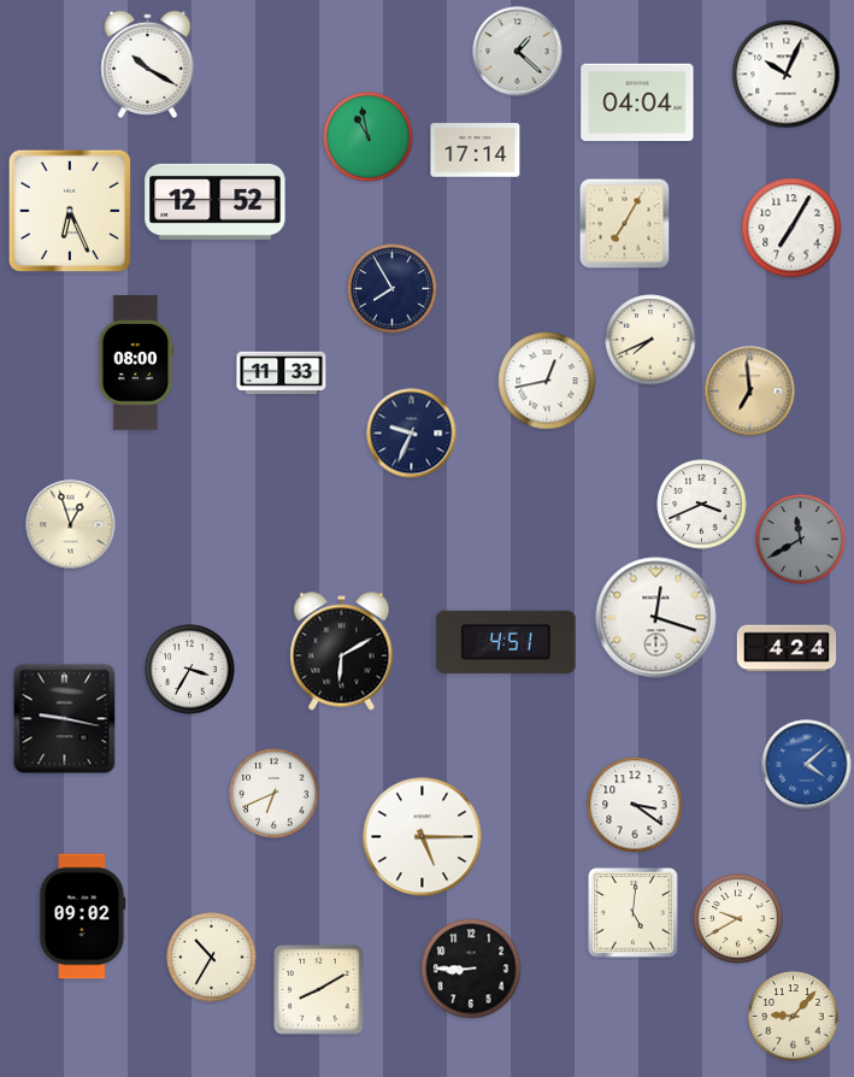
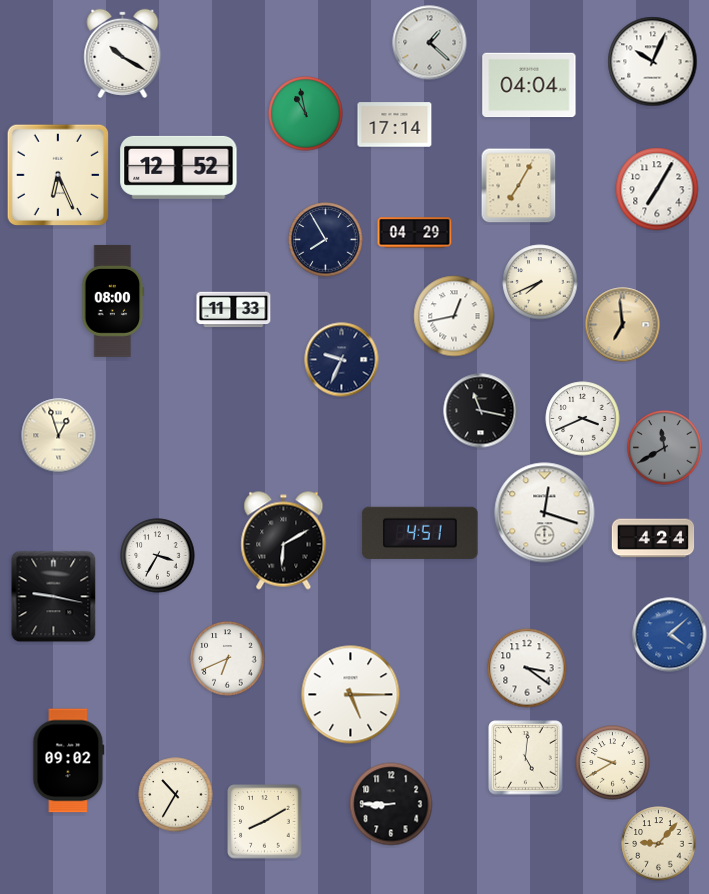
clock at (415, 233): none -> 04:29
clock at (481, 411): none -> 11:17
